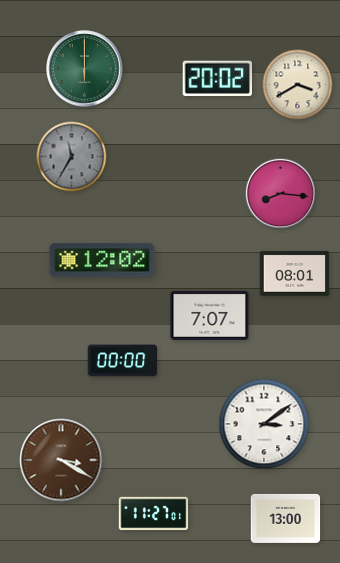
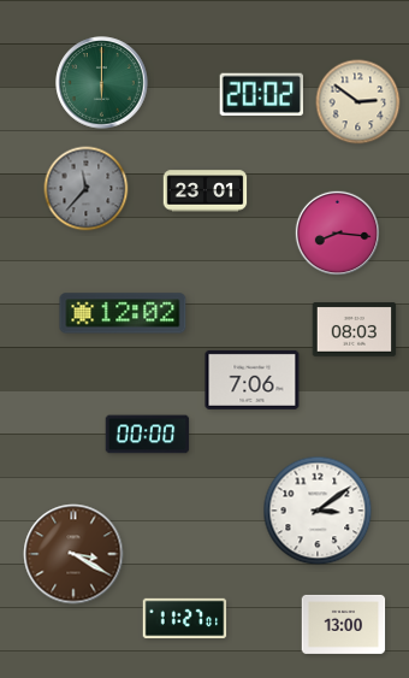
clock at (298, 85): 3:40 -> 2:51
clock at (72, 157): 11:35 -> 11:37
clock at (206, 191): none -> 23:01
clock at (295, 274): 08:01 -> 08:03
clock at (210, 315): 7:07 -> 7:06
